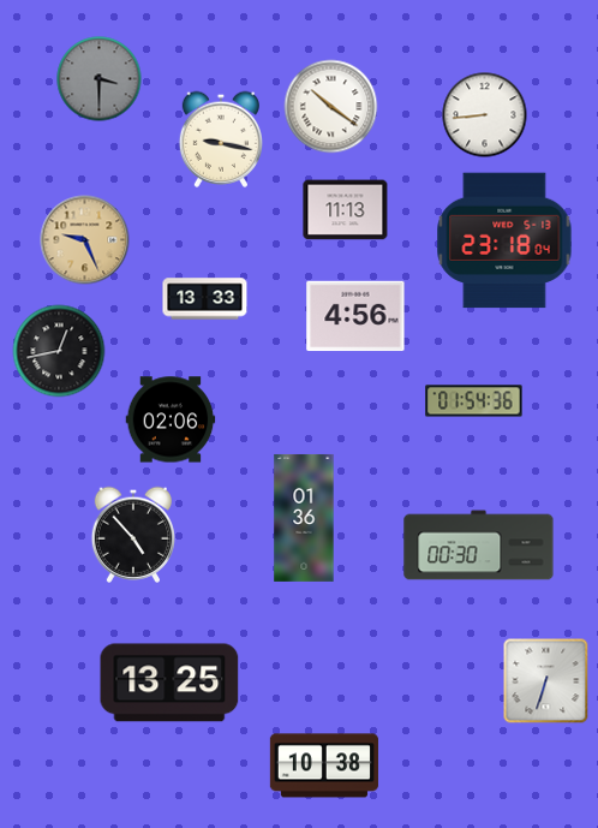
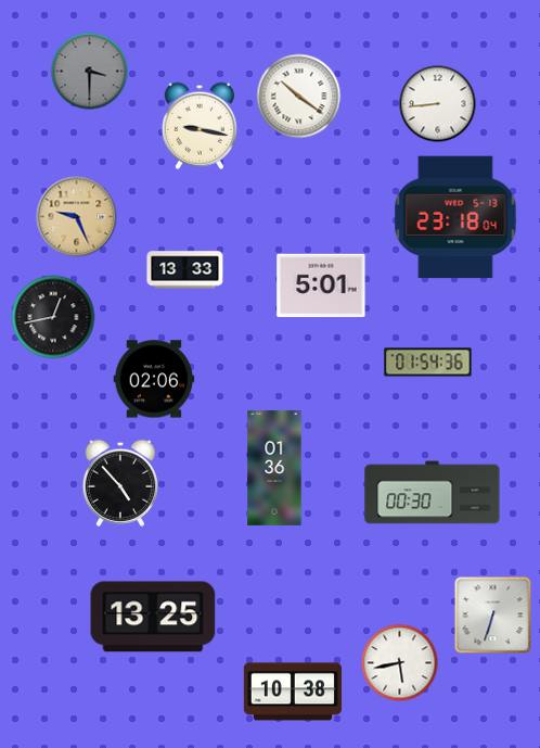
clock at (346, 210): 11:13 -> none
clock at (355, 316): 4:56 -> 5:01
clock at (400, 663): none -> 5:43
